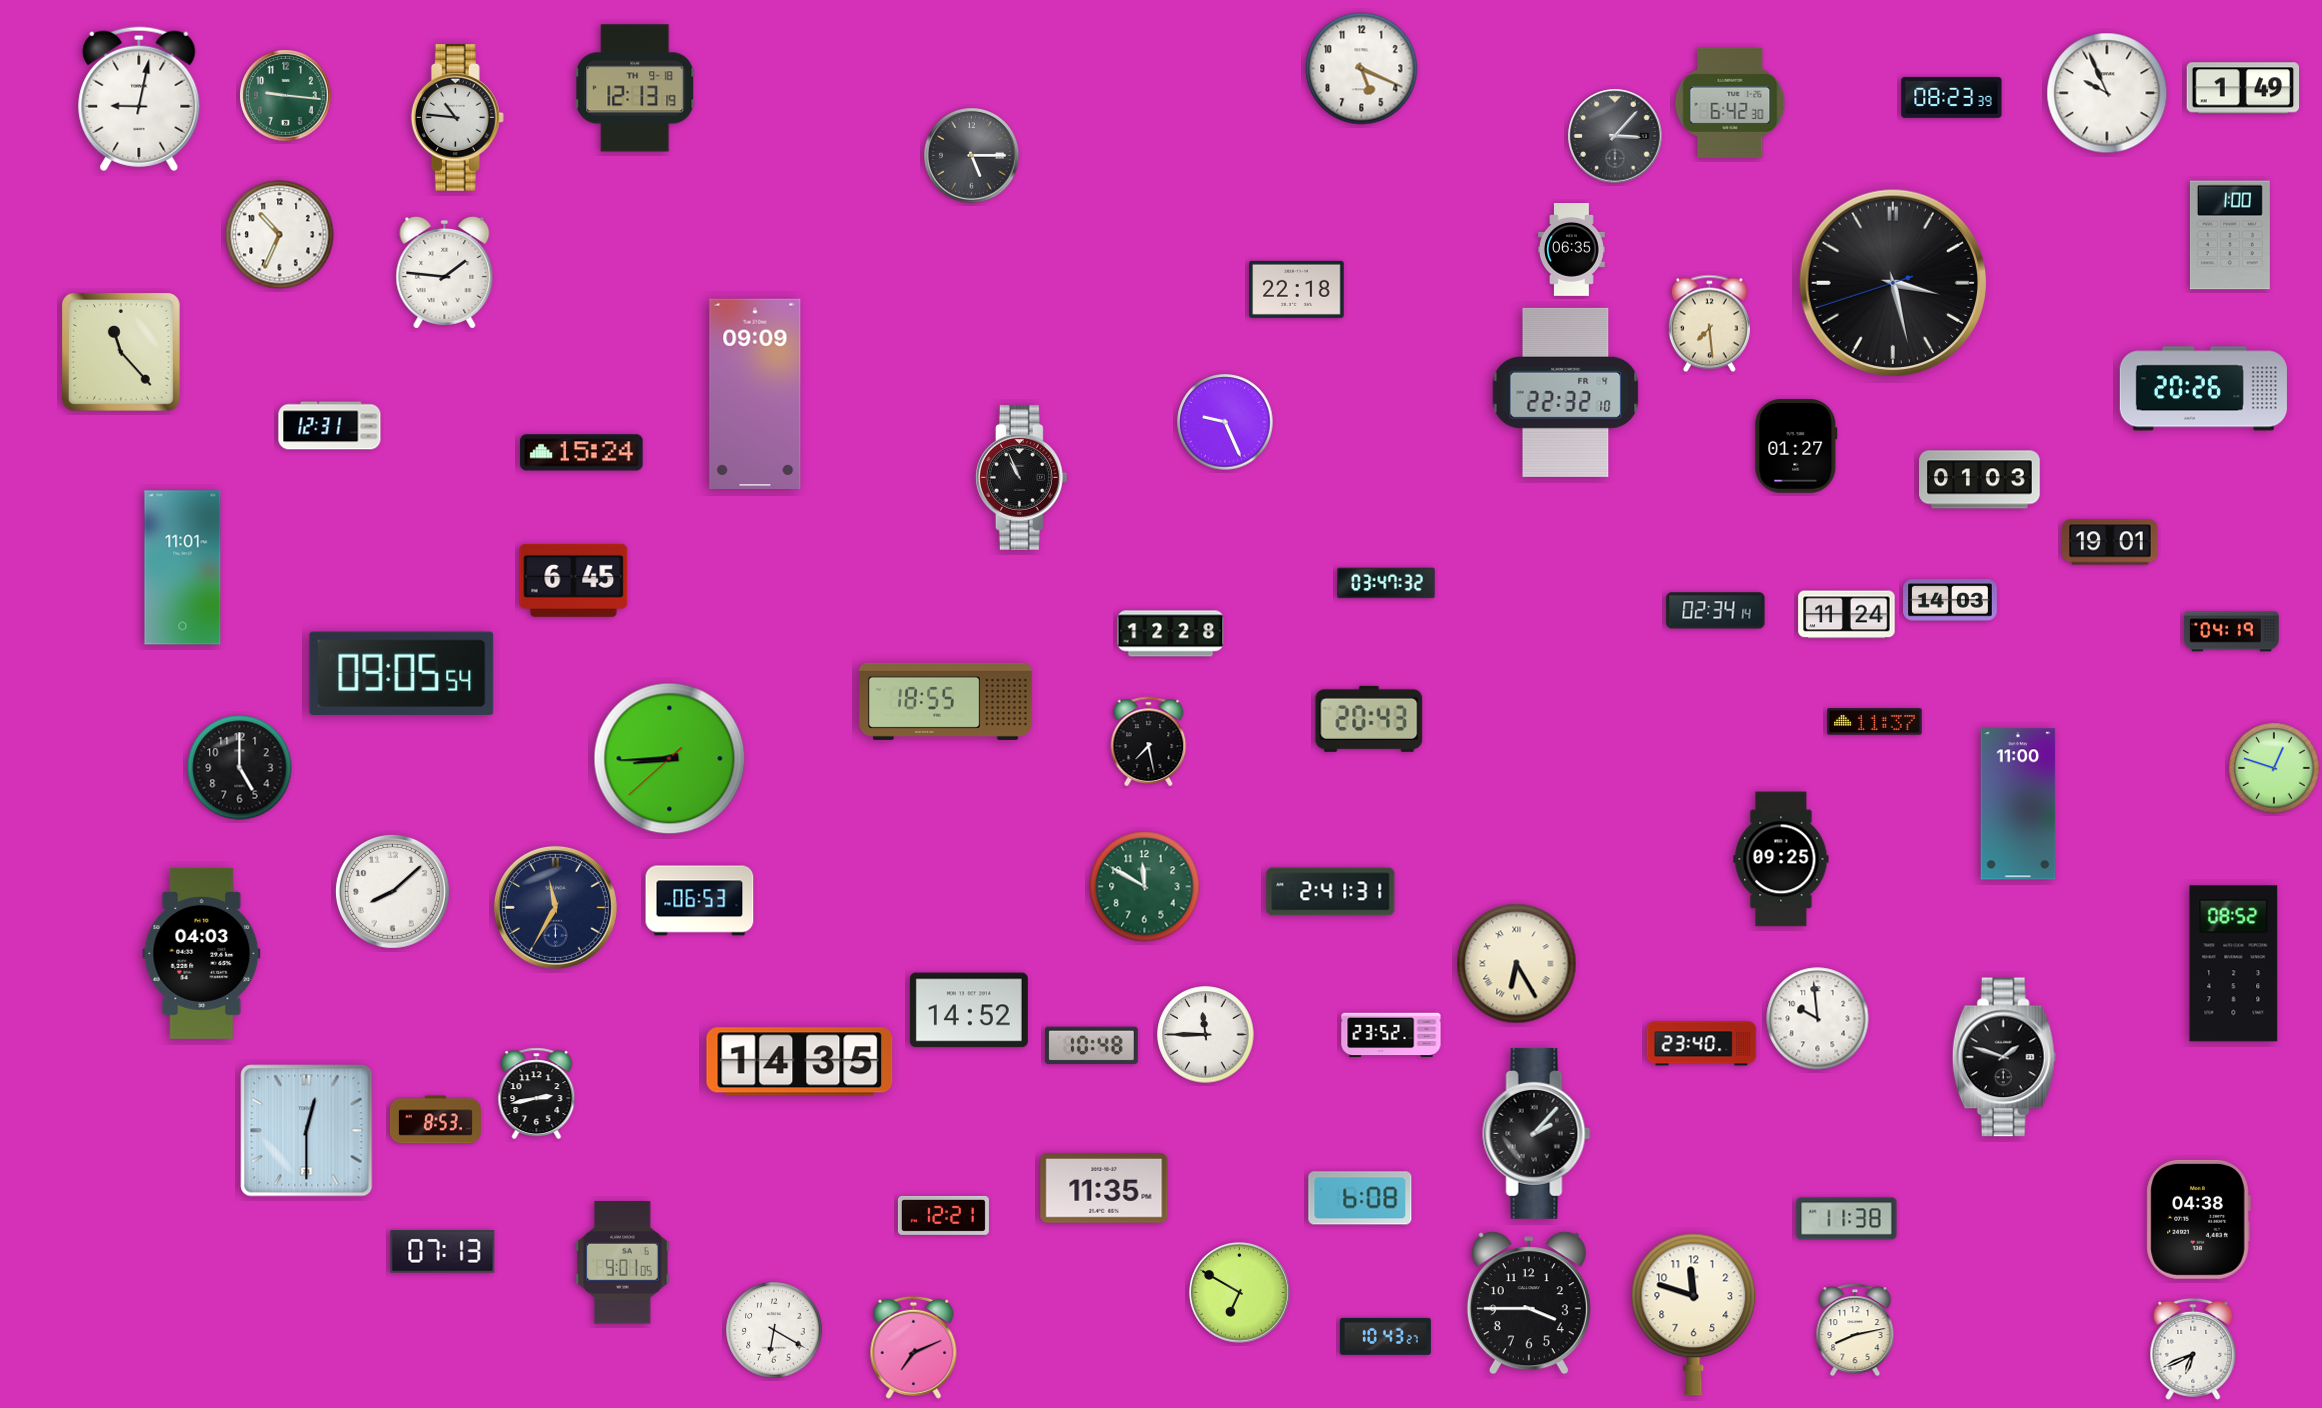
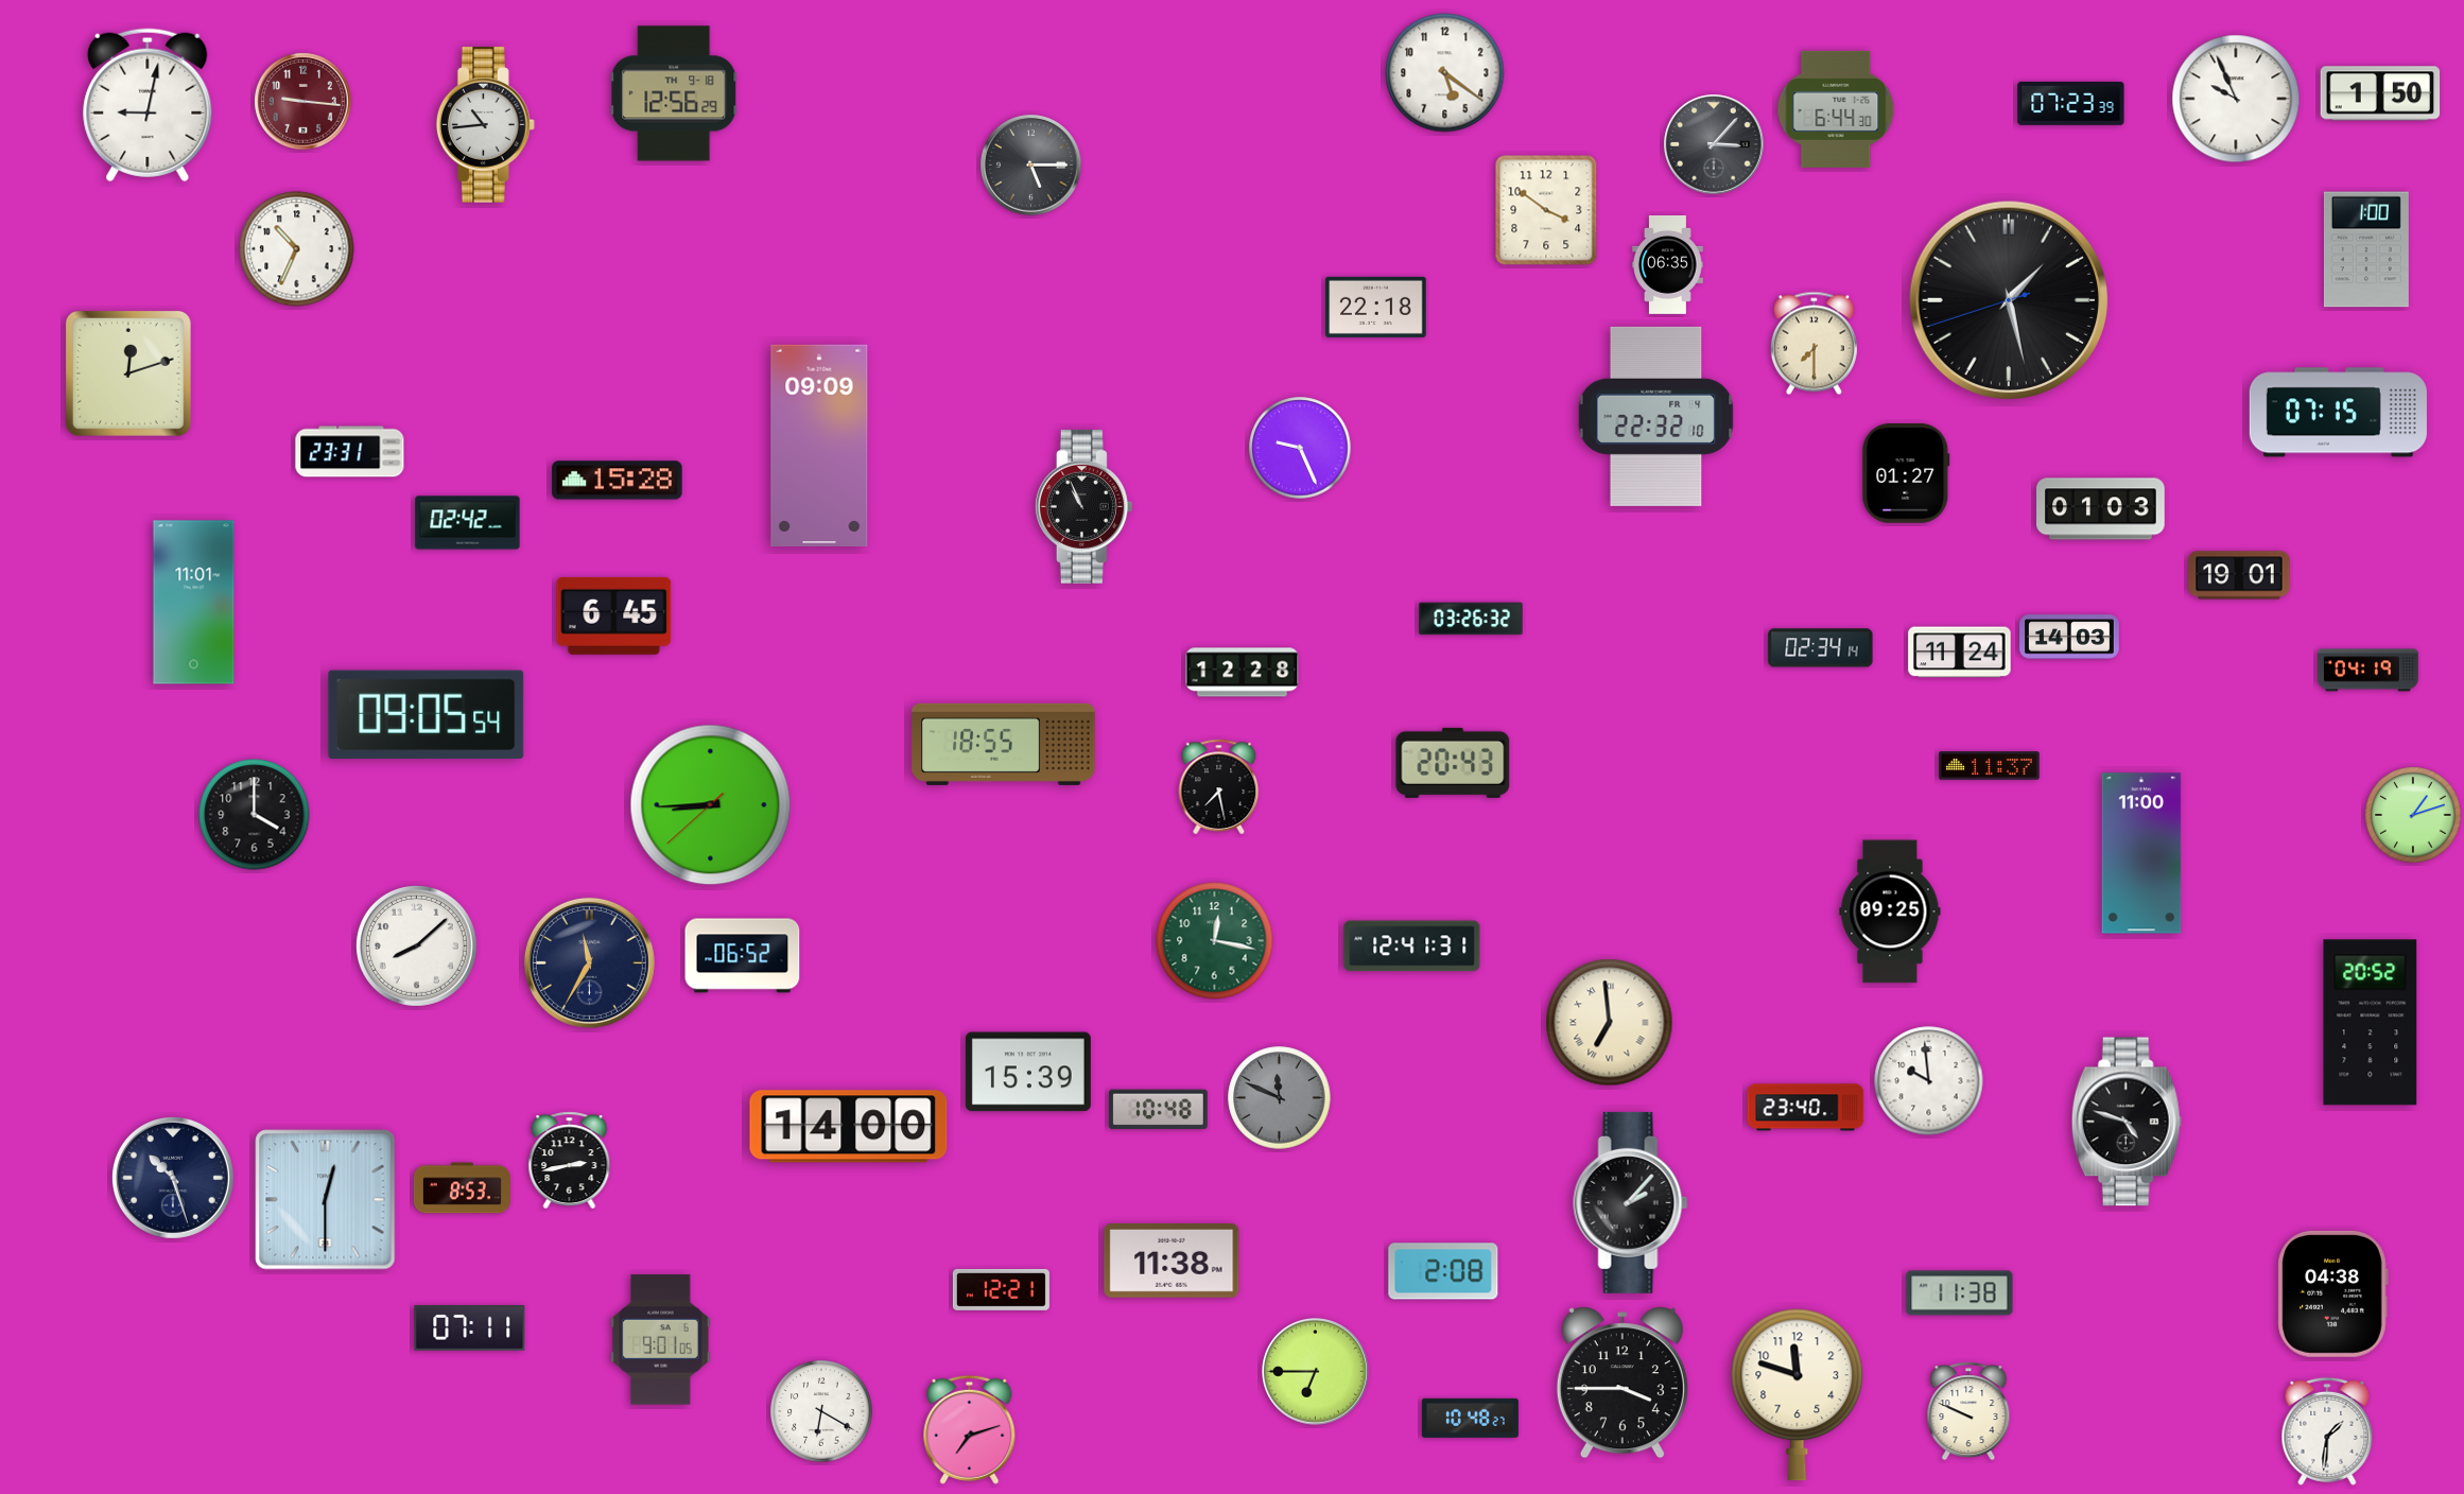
clock at (1362, 69): 5:19 -> 5:21
clock at (635, 88): 12:13 -> 12:56
clock at (2243, 88): 1:49 -> 1:50
clock at (286, 96) dial: green -> burgundy
clock at (1952, 97): 08:23 -> 07:23
clock at (1730, 103): 6:42 -> 6:44
clock at (457, 118): 10:46 -> 10:44
clock at (1546, 210): none -> 3:51
clock at (445, 272): 1:46 -> none
clock at (1892, 282): 3:27 -> 1:27
clock at (1709, 324): 7:29 -> 7:30
clock at (121, 352): 11:23 -> 12:12
clock at (2203, 389): 20:26 -> 07:15
clock at (1566, 392) position: (1566, 392) -> (1656, 416)
clock at (755, 393) position: (755, 393) -> (819, 445)
clock at (330, 426): 12:31 -> 23:31
clock at (582, 453): 15:24 -> 15:28
clock at (468, 523): none -> 02:42
clock at (574, 580) position: (574, 580) -> (614, 615)
clock at (1386, 583): 03:47 -> 03:26
clock at (240, 768): 5:00 -> 4:00
clock at (2274, 768): 12:48 -> 1:12
clock at (1145, 887): 11:50 -> 12:17
clock at (1331, 892): 2:41 -> 12:41
clock at (700, 901): 06:53 -> 06:52
clock at (202, 953): 04:03 -> none
clock at (1517, 964): 6:25 -> 6:59
clock at (2234, 964): 08:52 -> 20:52
clock at (969, 1010): 14:52 -> 15:39
clock at (1206, 1035): 11:45 -> 11:49
clock at (1206, 1035) dial: white -> grey
clock at (1391, 1035): 23:52 -> none
clock at (2004, 1057): 1:48 -> 4:48
clock at (800, 1062): 14:35 -> 14:00
clock at (173, 1178): none -> 10:27
clock at (1104, 1188): 11:35 -> 11:38
clock at (1360, 1198): 6:08 -> 2:08
clock at (443, 1252): 07:13 -> 07:11
clock at (1240, 1293): 6:50 -> 6:45
clock at (1855, 1330): 8:13 -> 9:49
clock at (1385, 1336): 10:43 -> 10:48
clock at (914, 1347): 7:11 -> 7:12
clock at (2193, 1349): 6:41 -> 1:31
